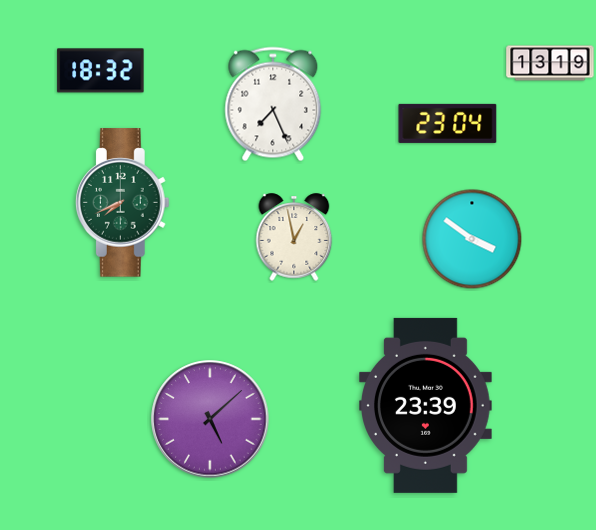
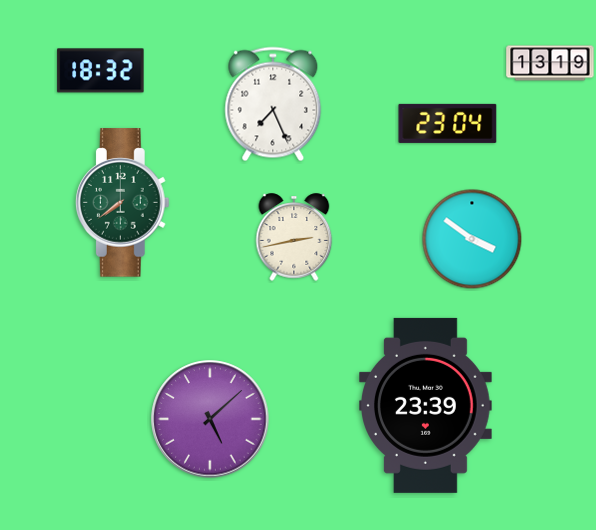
clock at (122, 203): 7:41 -> 7:39
clock at (294, 237): 12:58 -> 2:43
